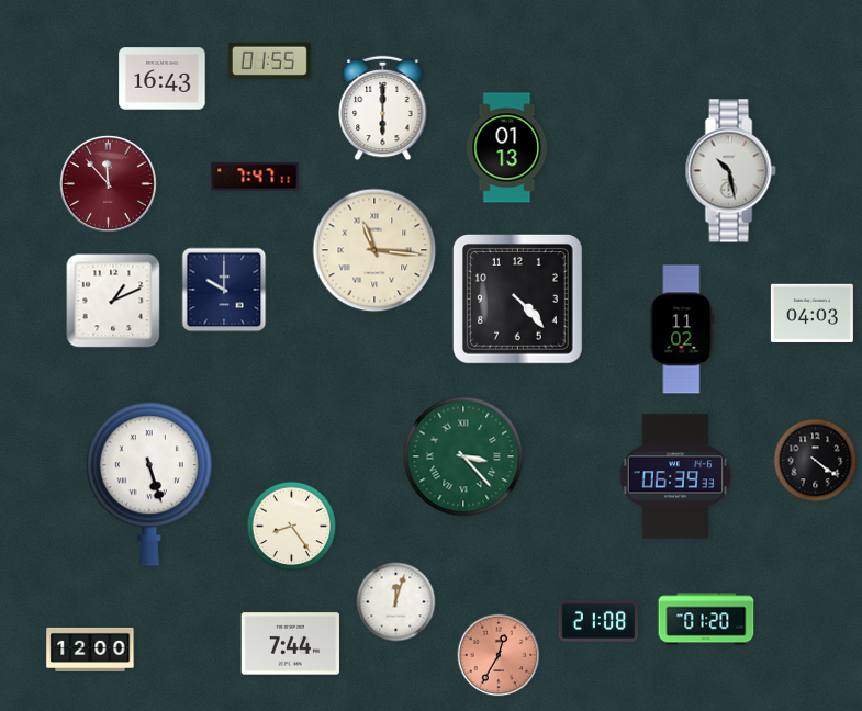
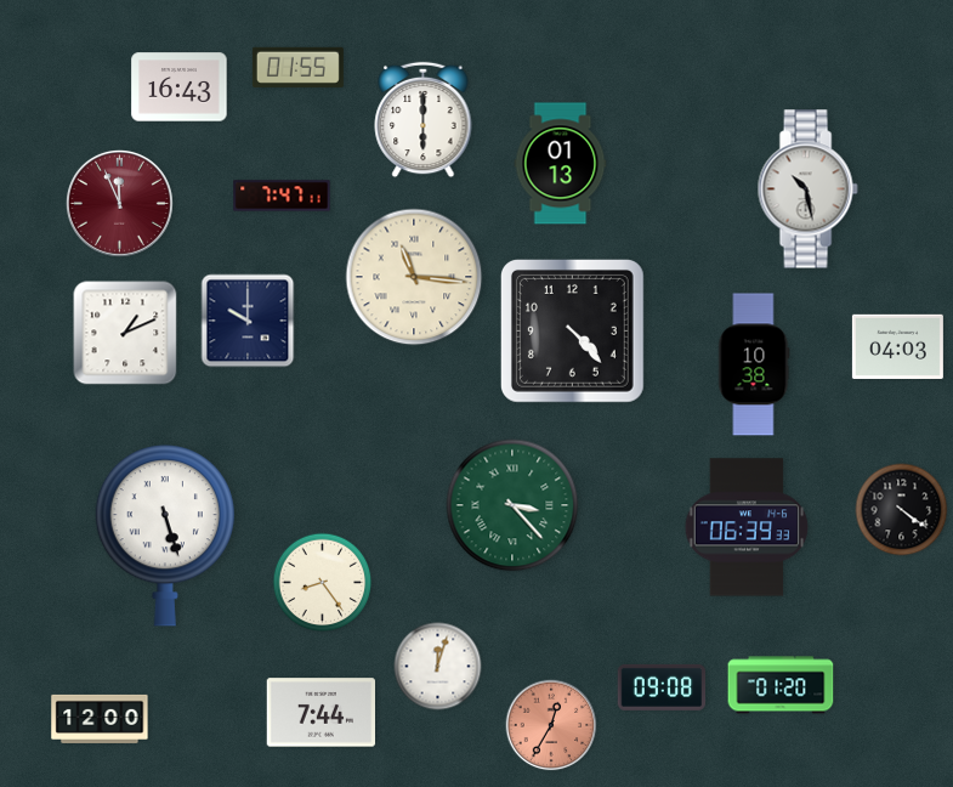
clock at (108, 183): 11:53 -> 11:56
clock at (682, 329): 11:02 -> 10:38
clock at (598, 621): 21:08 -> 09:08
